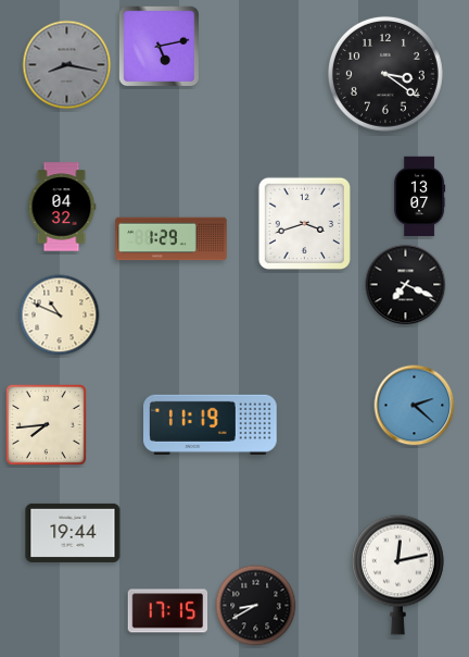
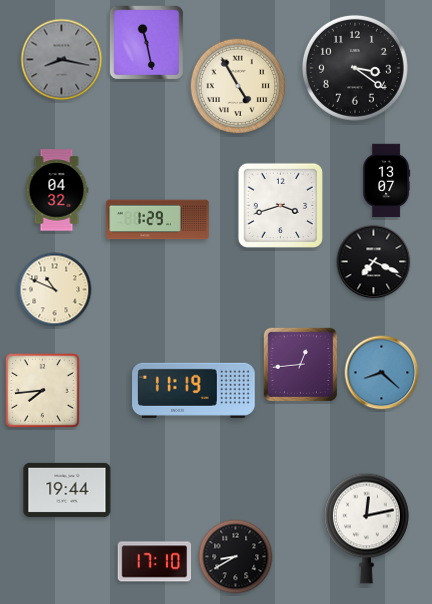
clock at (159, 46): 5:13 -> 11:28
clock at (238, 86): none -> 4:55
clock at (300, 364): none -> 12:44
clock at (415, 406): 2:22 -> 8:22
clock at (168, 611): 17:15 -> 17:10
